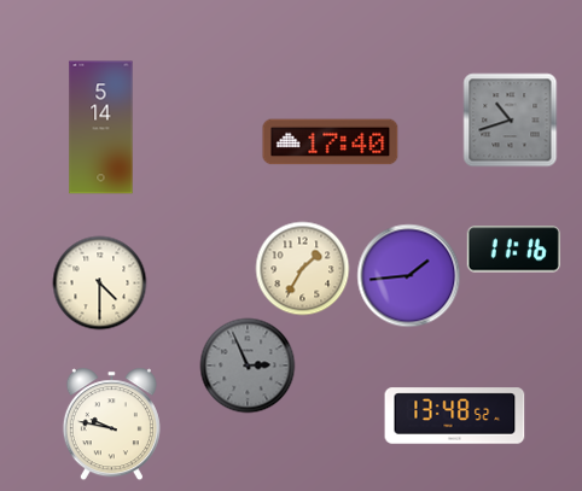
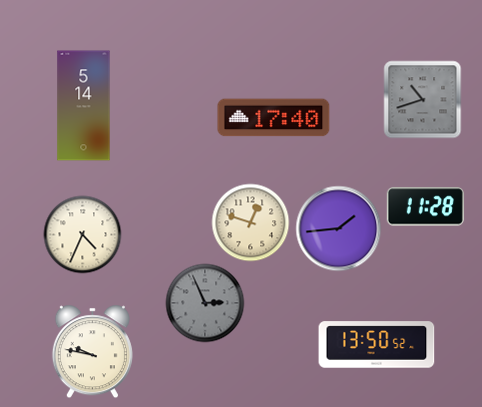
clock at (513, 250): 11:16 -> 11:28
clock at (302, 268): 1:35 -> 12:48
clock at (99, 282): 4:30 -> 4:34
clock at (455, 416): 13:48 -> 13:50
